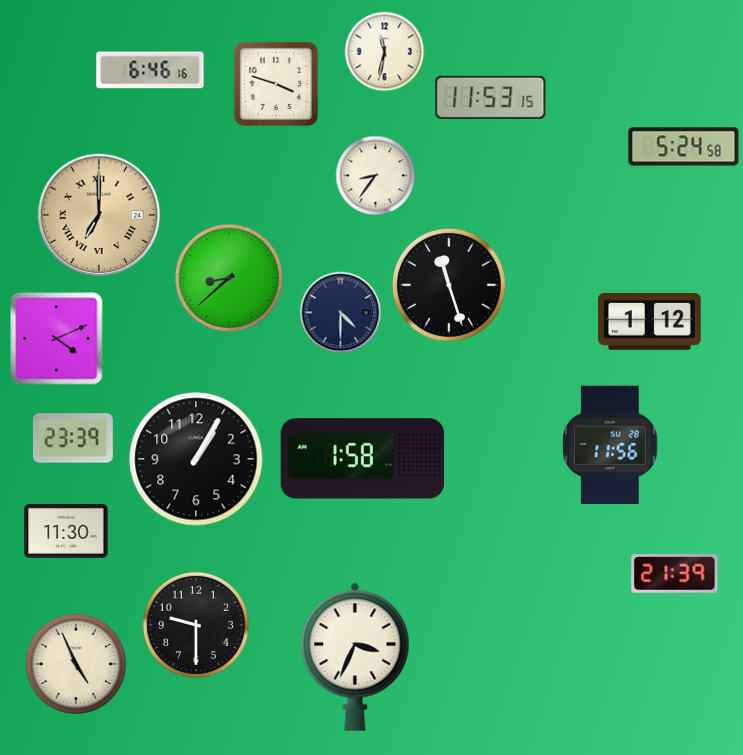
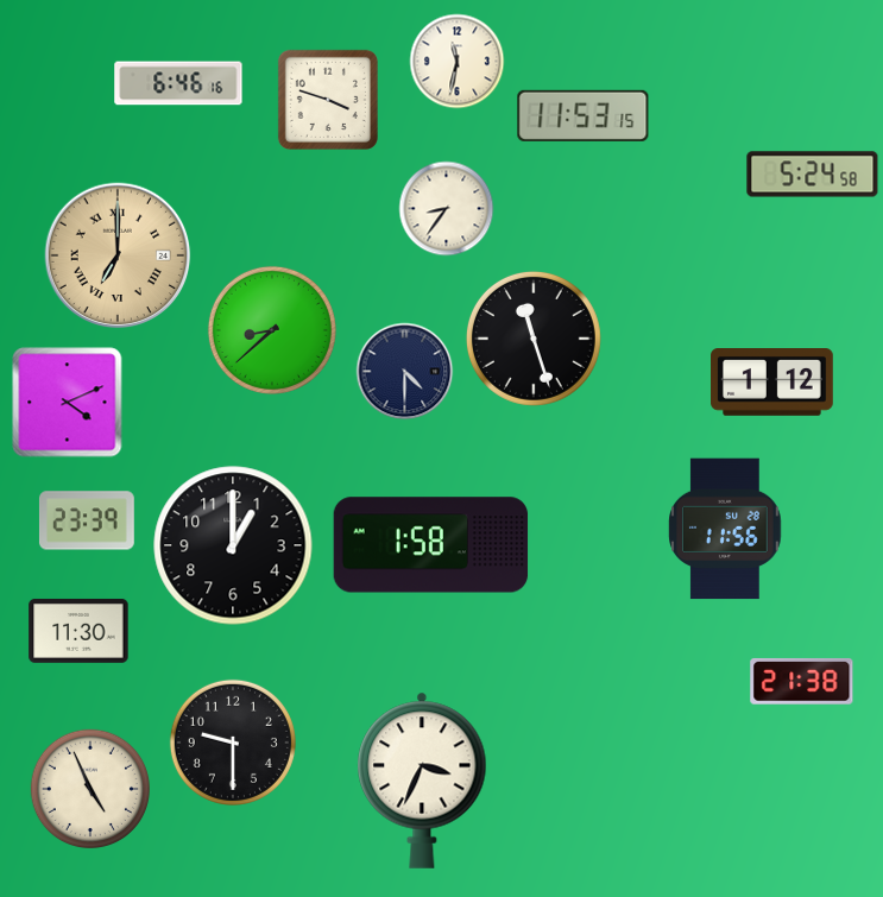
clock at (196, 459): 1:05 -> 1:00
clock at (675, 574): 21:39 -> 21:38
